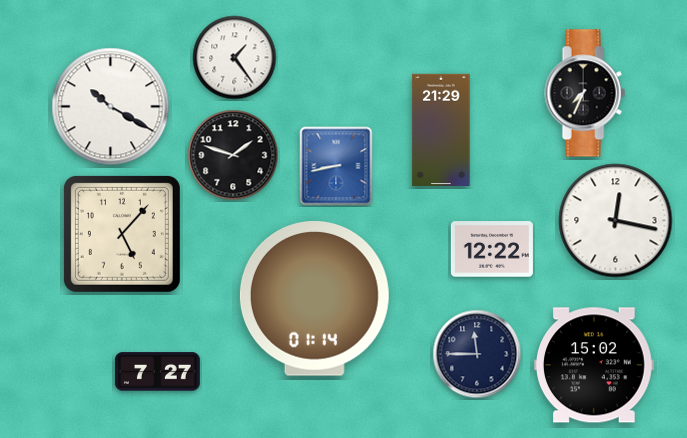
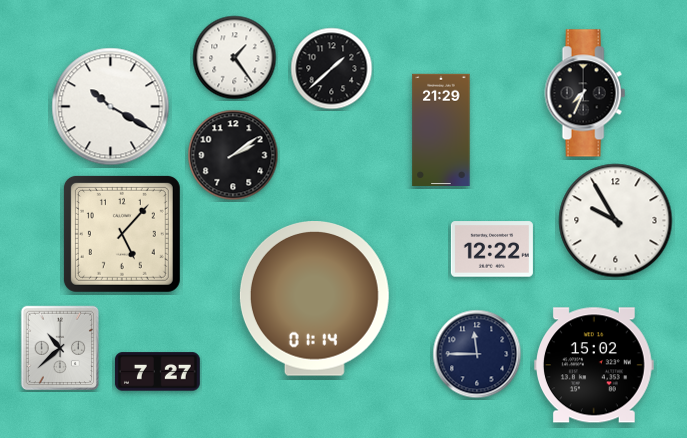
clock at (332, 69): none -> 1:38
clock at (233, 155): 1:48 -> 2:09
clock at (336, 166): 8:43 -> none
clock at (616, 221): 12:17 -> 9:55
clock at (60, 348): none -> 10:38
